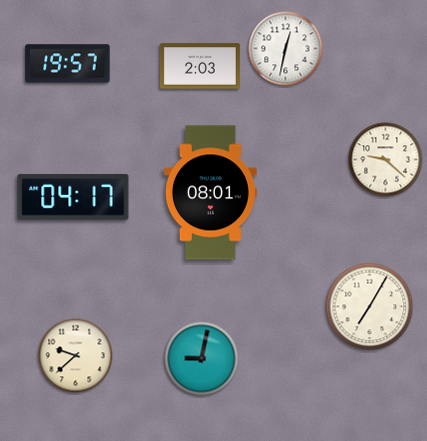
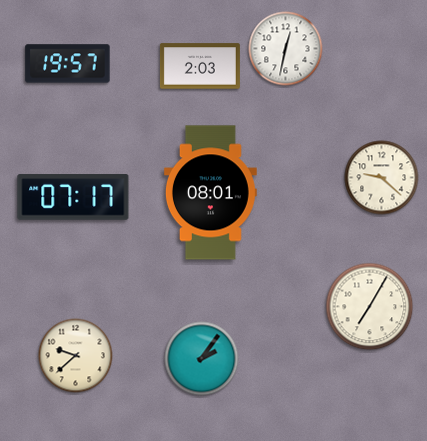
clock at (386, 160) position: (386, 160) -> (382, 178)
clock at (73, 197): 04:17 -> 07:17
clock at (202, 359): 9:02 -> 2:06
